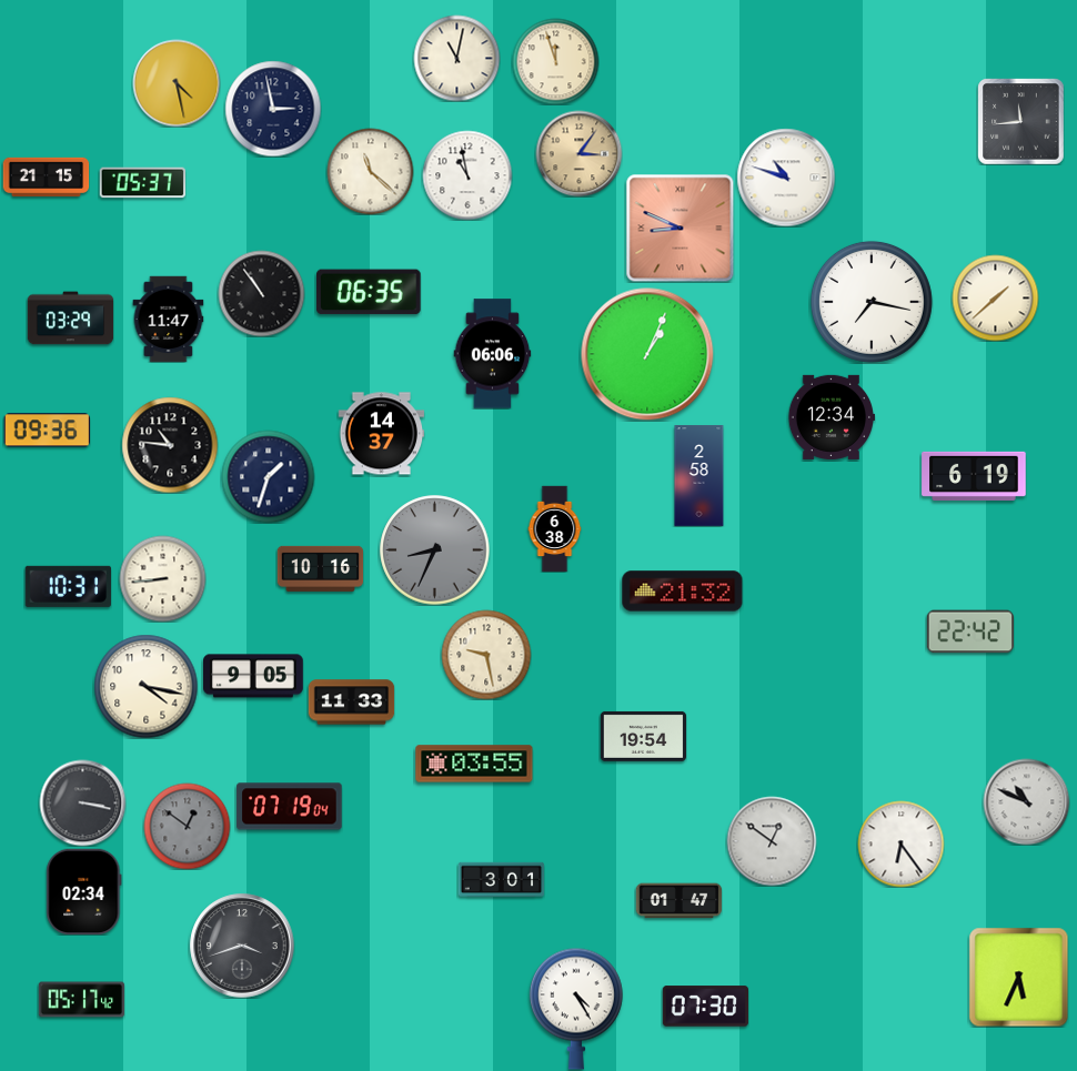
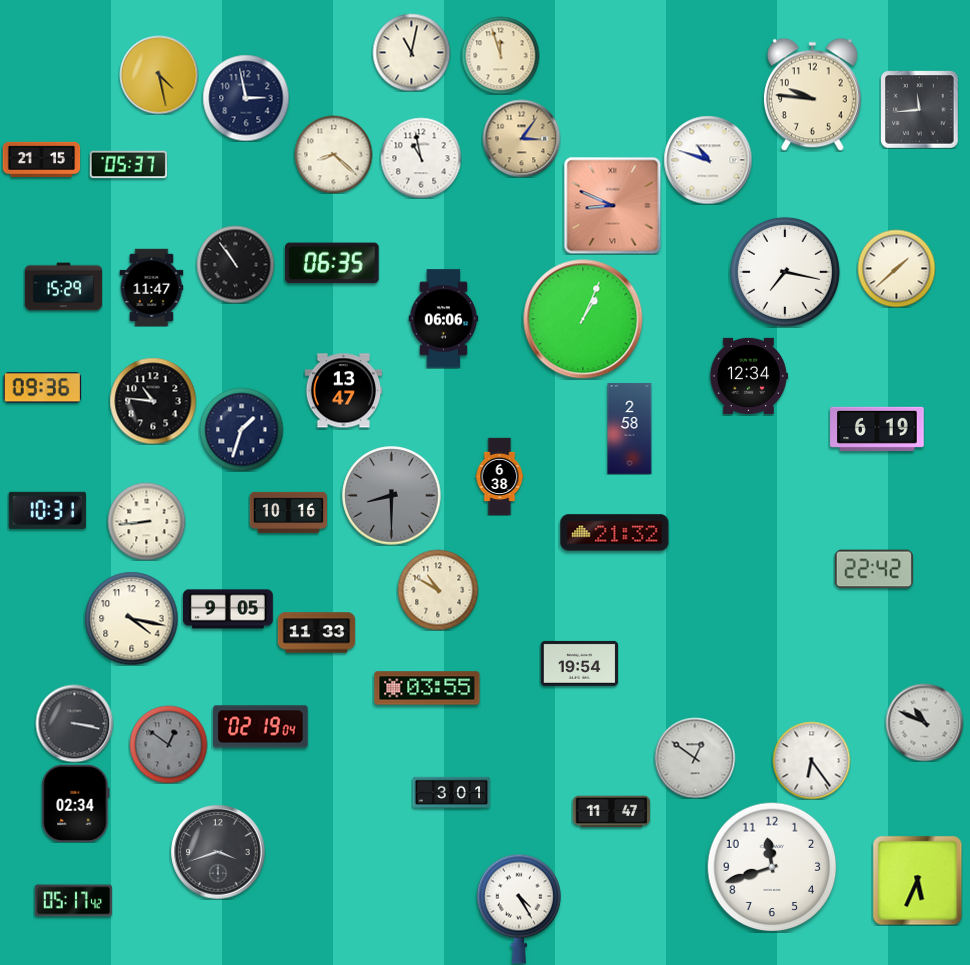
clock at (812, 94): none -> 9:46
clock at (370, 171): 11:22 -> 8:22
clock at (70, 319): 03:29 -> 15:29
clock at (381, 434): 14:37 -> 13:47
clock at (435, 550): 8:34 -> 8:30
clock at (68, 586) position: (68, 586) -> (47, 510)
clock at (486, 655): 9:28 -> 10:50
clock at (290, 807): 07:19 -> 02:19
clock at (678, 901): 01:47 -> 11:47
clock at (772, 867): none -> 11:42
clock at (705, 1007): 07:30 -> none
